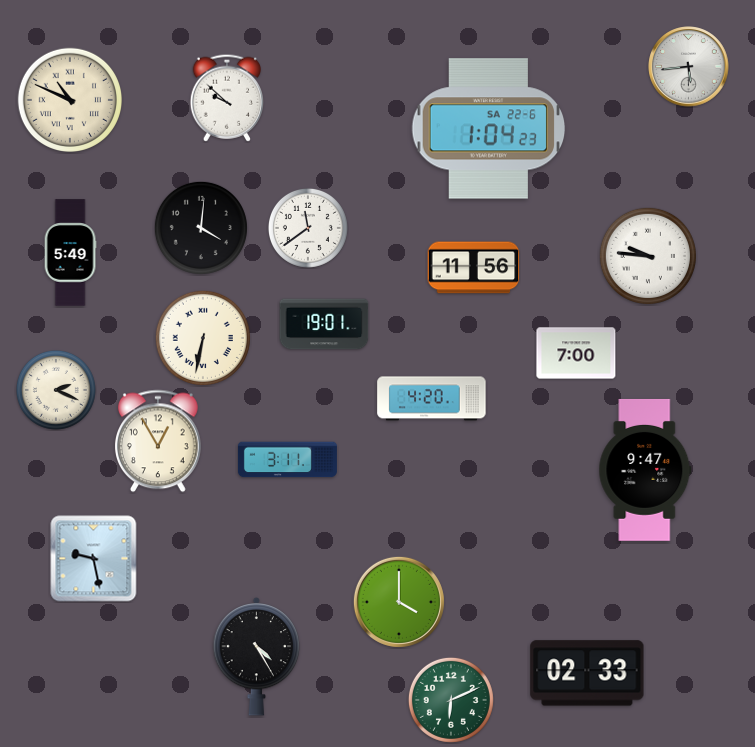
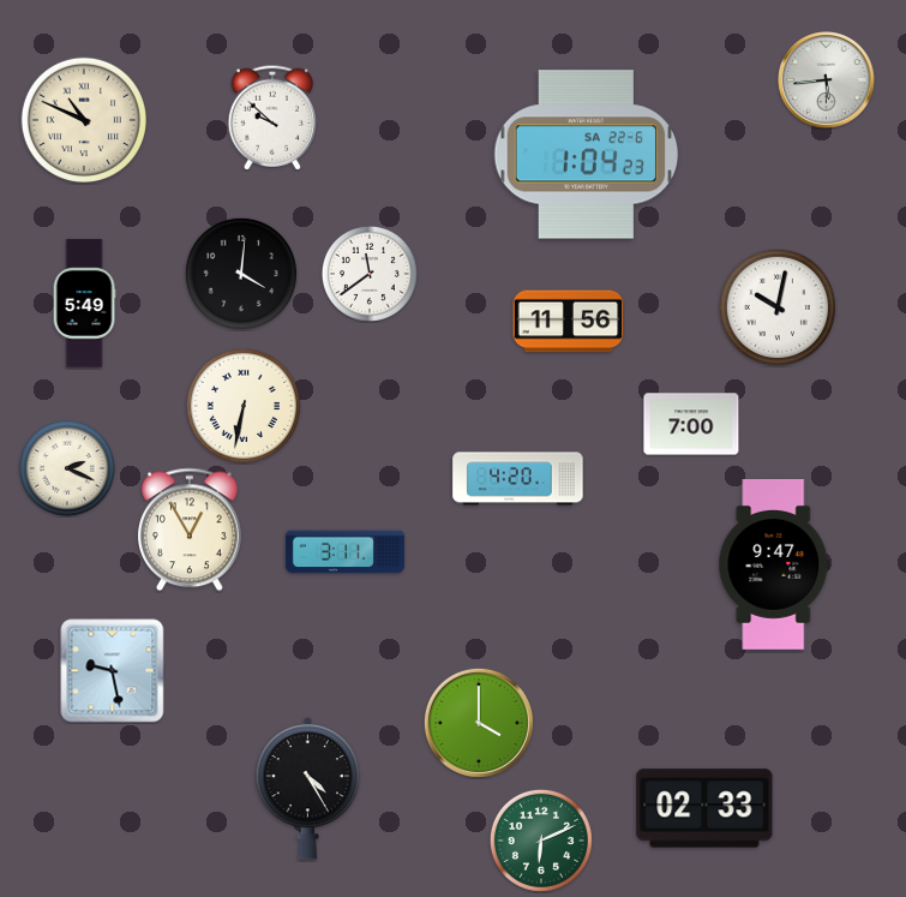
clock at (648, 256): 9:46 -> 10:02
clock at (324, 324): 19:01 -> none
